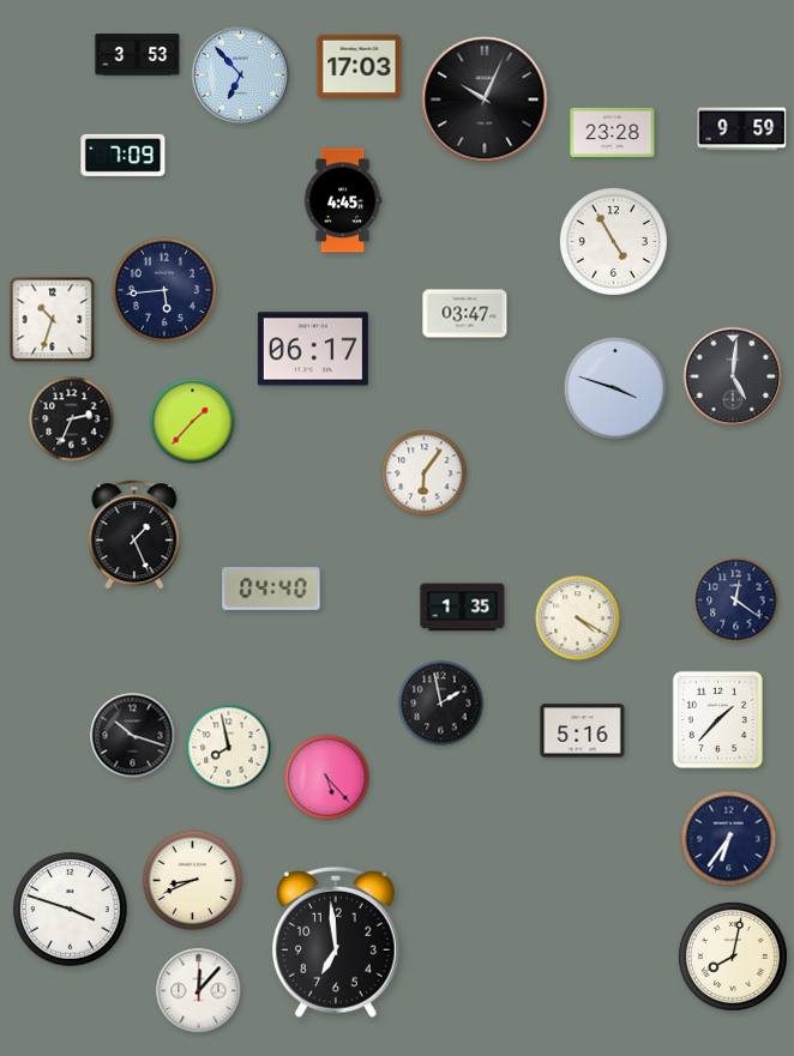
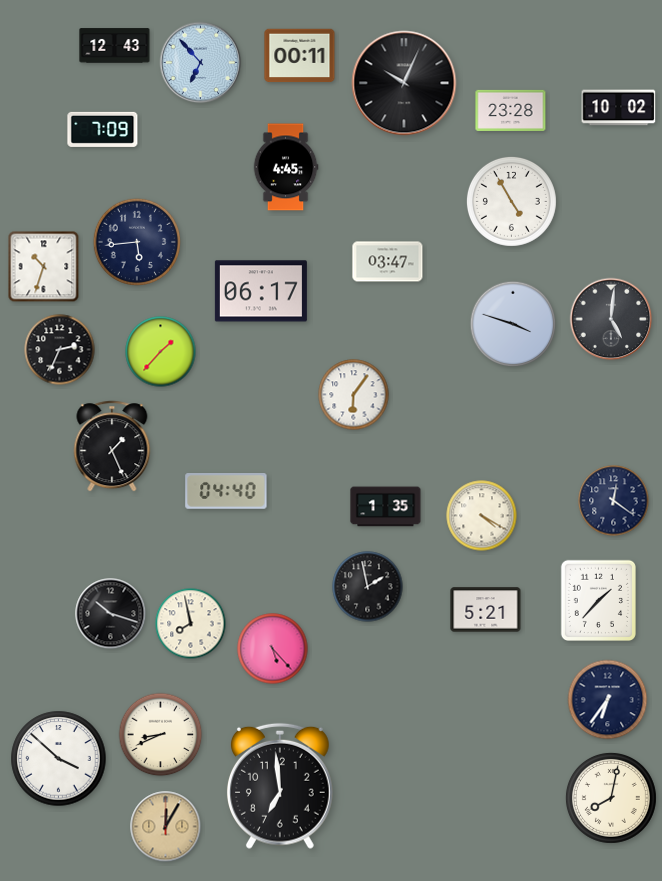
clock at (138, 55): 3:53 -> 12:43
clock at (360, 67): 17:03 -> 00:11
clock at (742, 129): 9:59 -> 10:02
clock at (733, 376) position: (733, 376) -> (611, 319)
clock at (583, 731): 5:16 -> 5:21
clock at (71, 910): 3:48 -> 3:52
clock at (199, 991): 12:07 -> 12:05
clock at (199, 991) dial: white -> champagne
